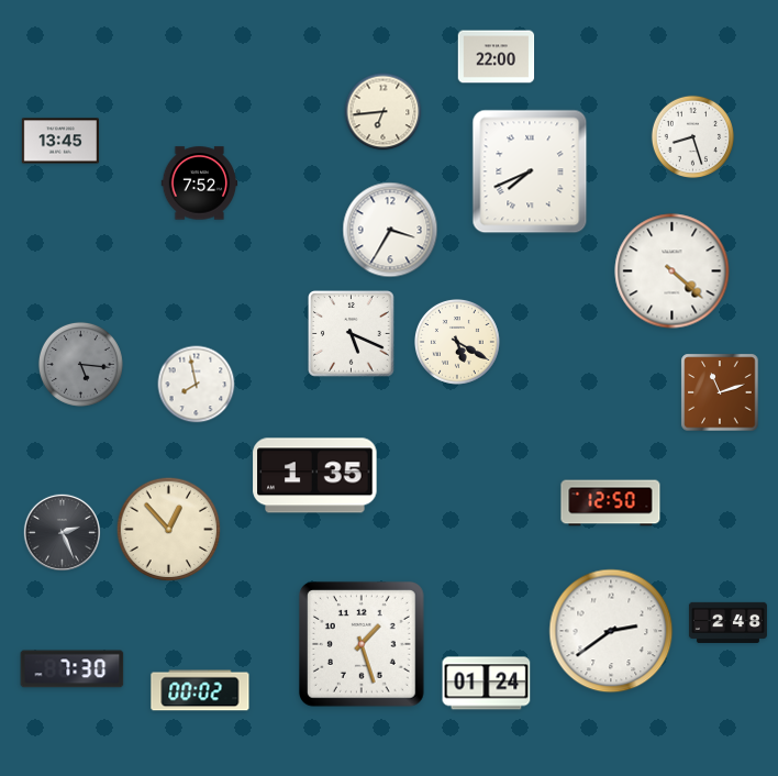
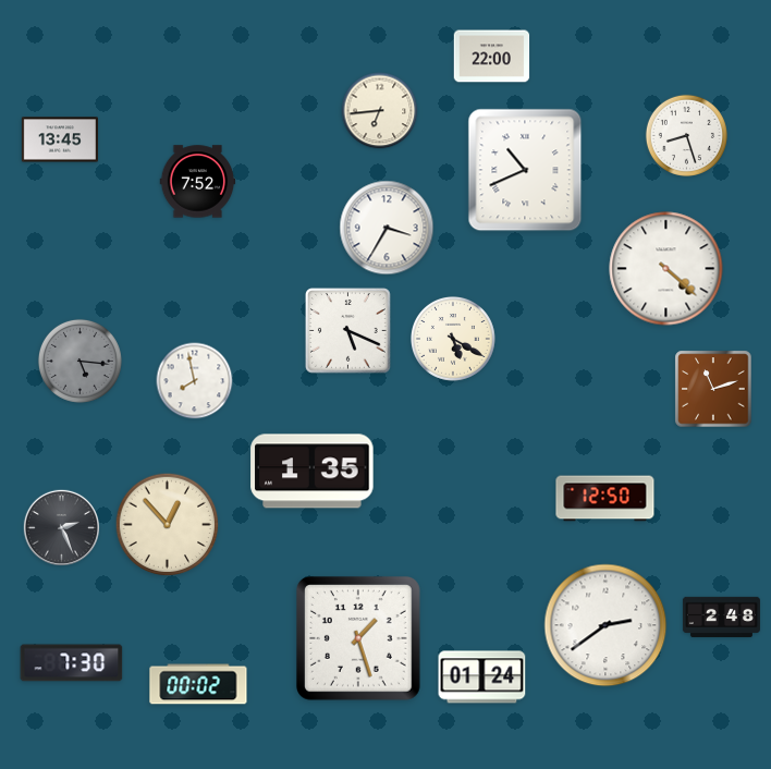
clock at (530, 171): 7:41 -> 10:41
